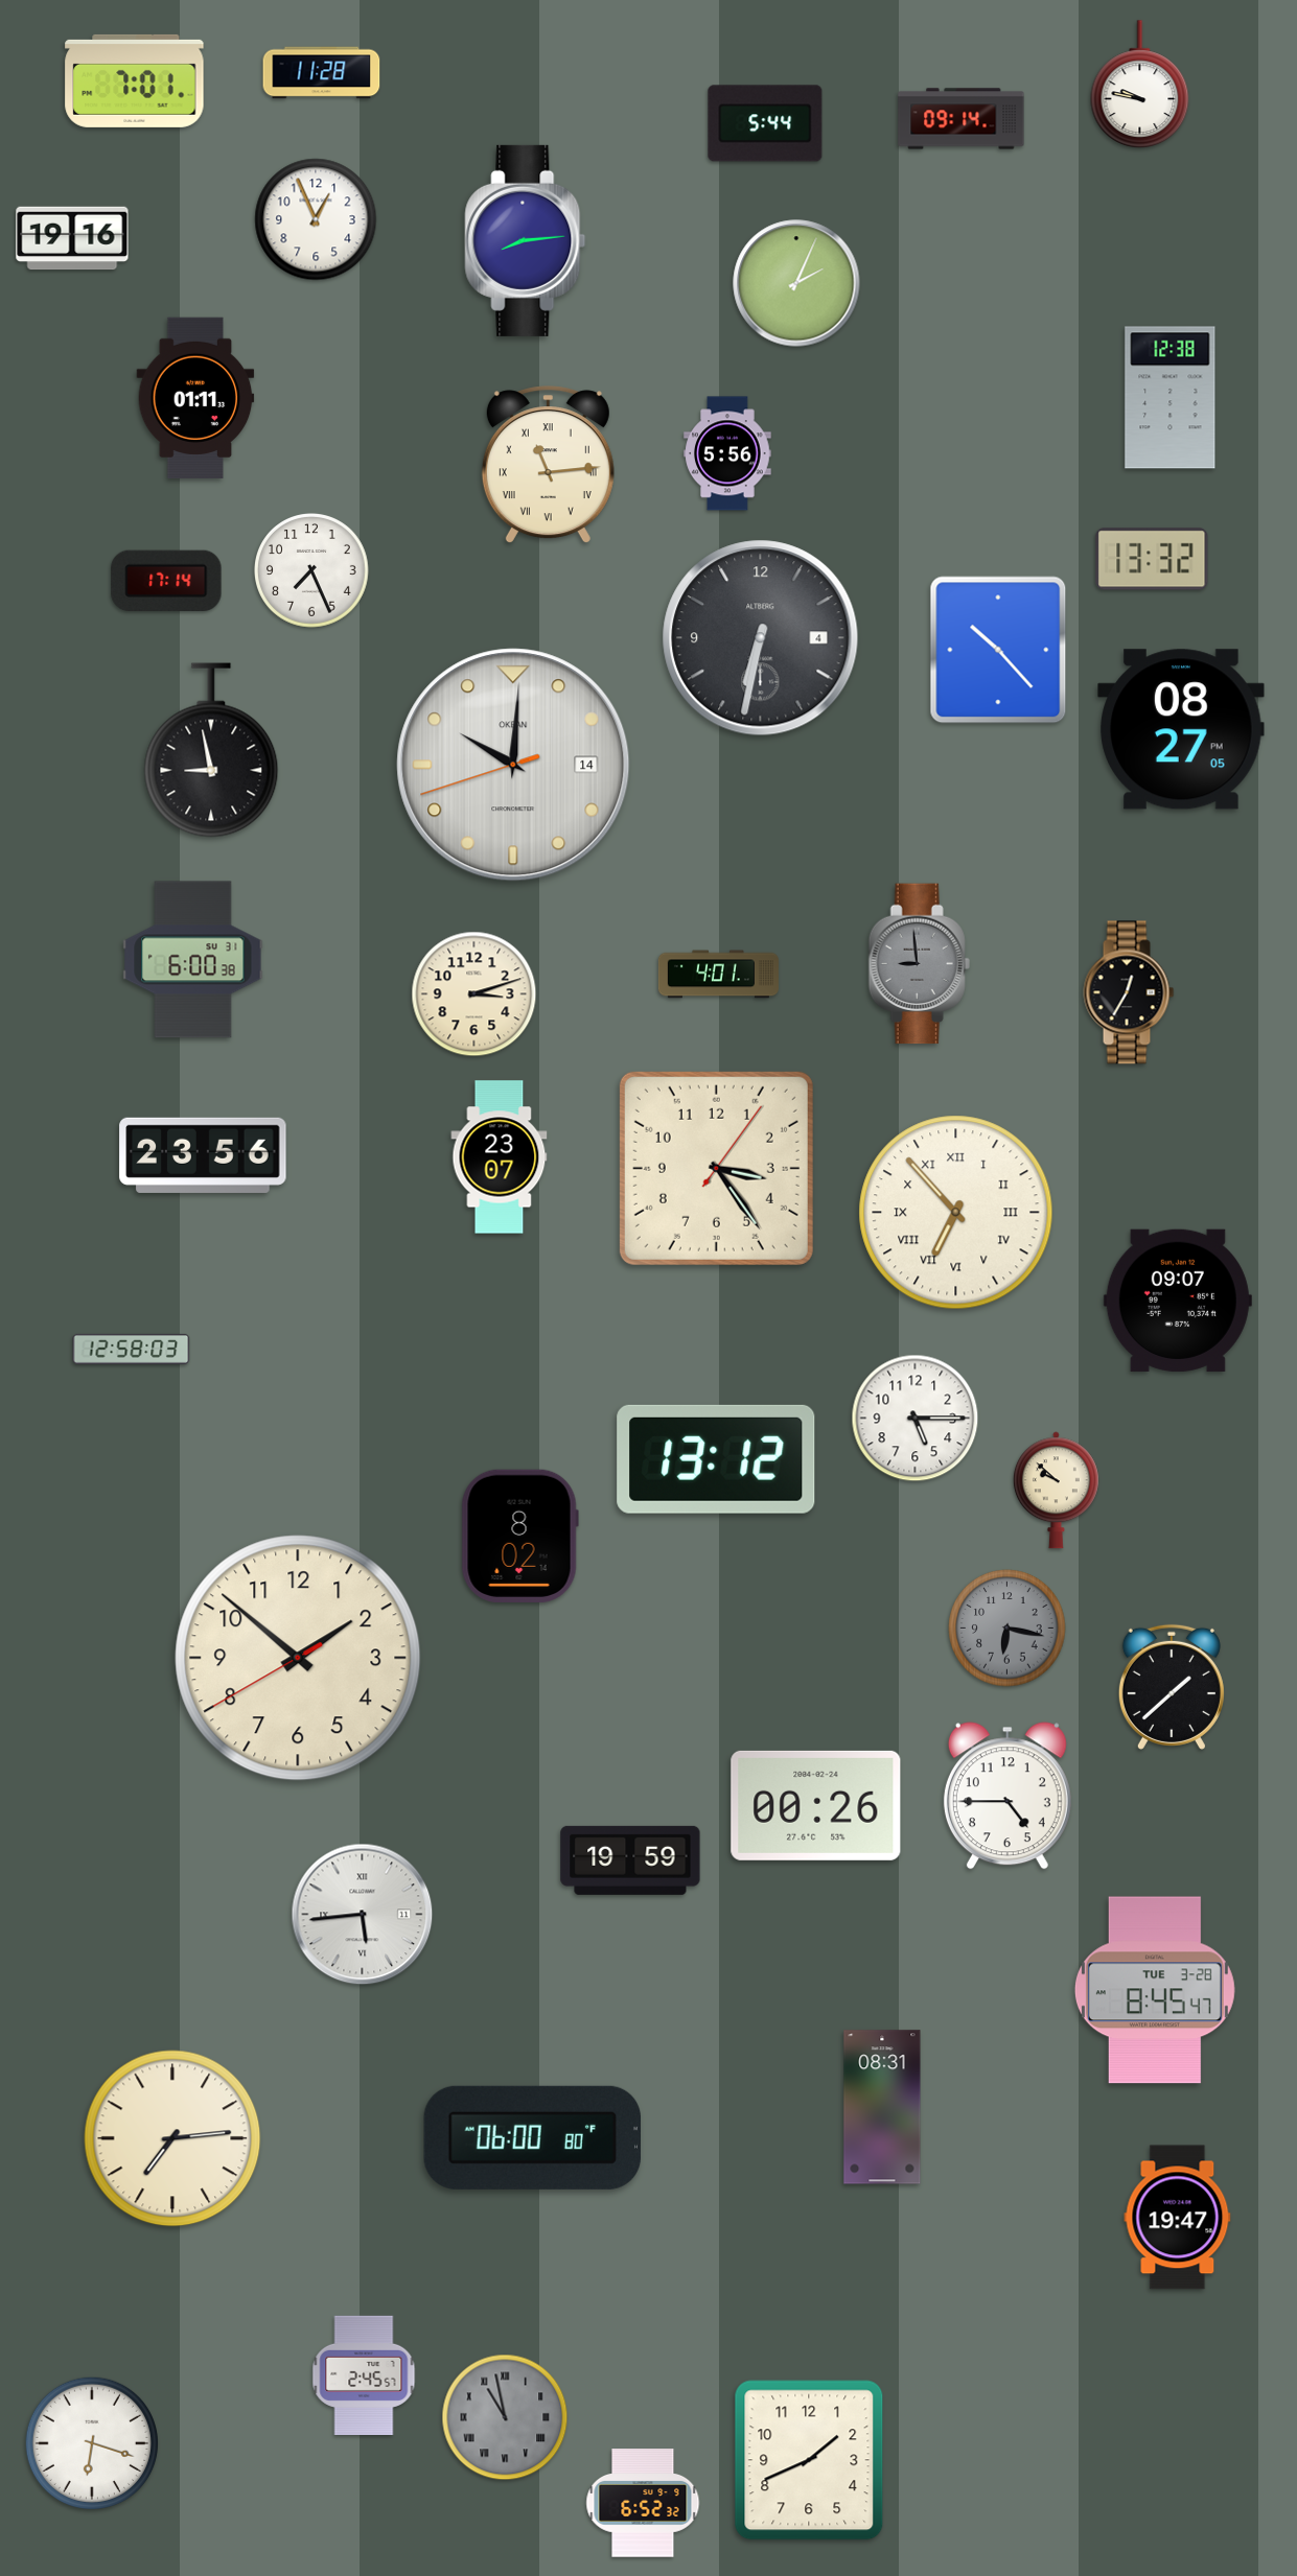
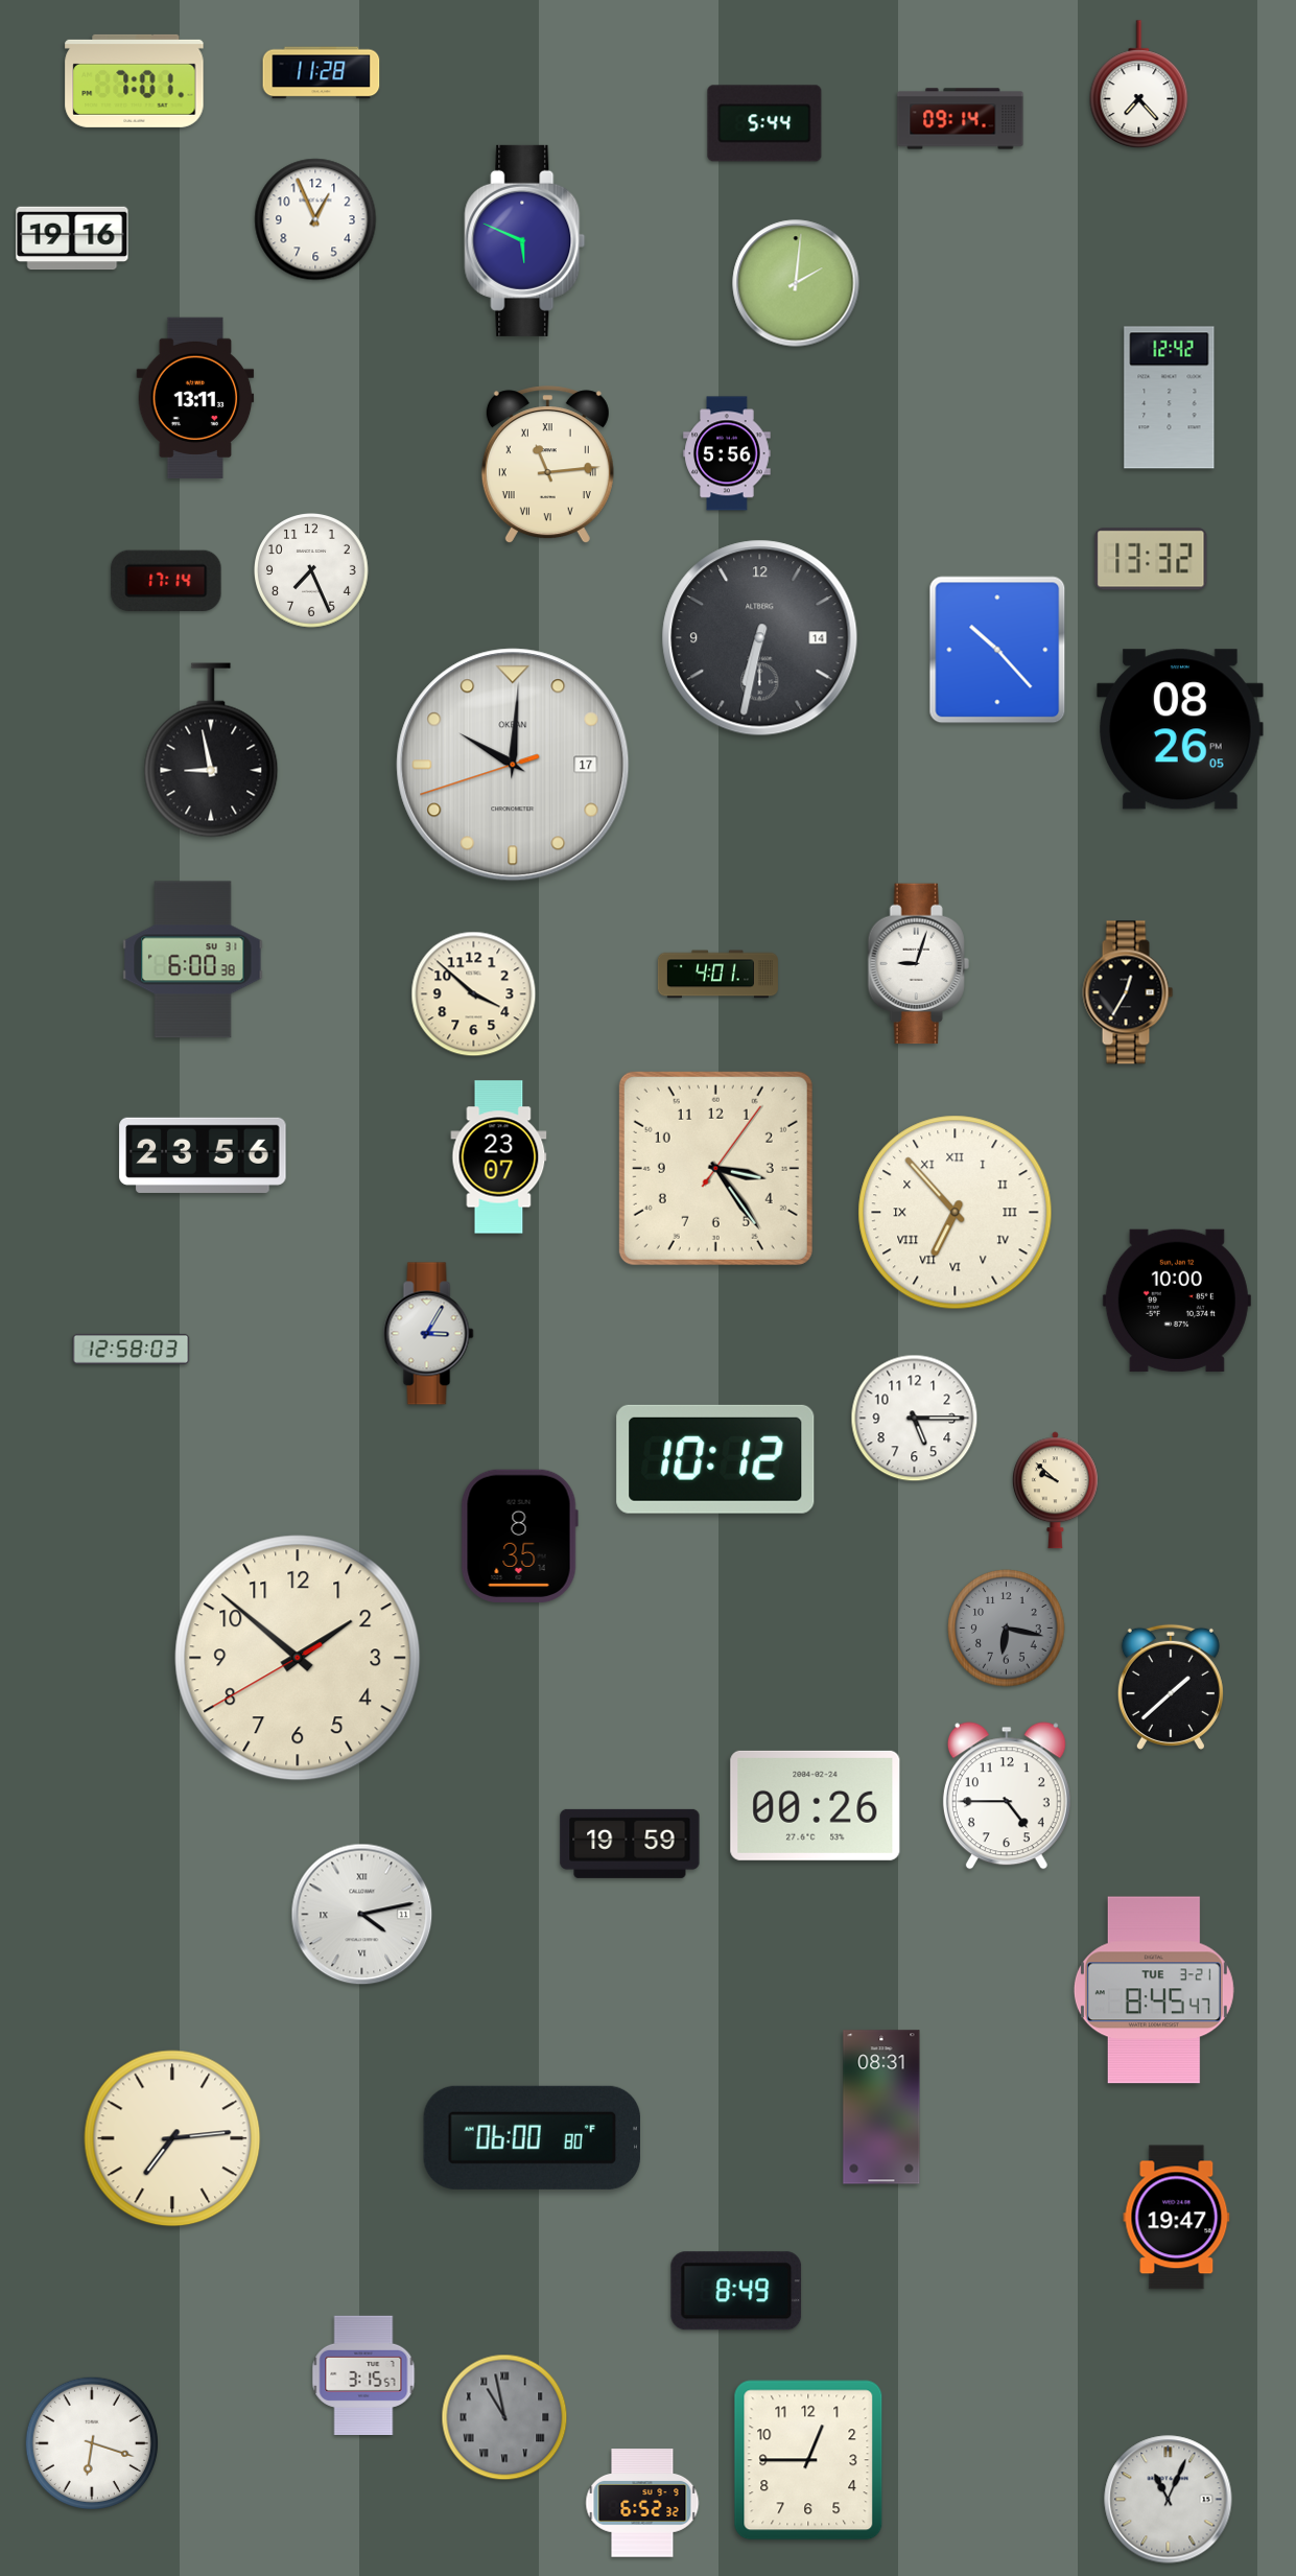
clock at (1140, 84): 9:47 -> 7:23
clock at (526, 240): 8:14 -> 5:49
clock at (796, 283): 2:04 -> 2:01
clock at (195, 397): 01:11 -> 13:11
clock at (1171, 398): 12:38 -> 12:42
clock at (761, 638) date: 4 -> 14
clock at (1181, 729): 08:27 -> 08:26
clock at (513, 765) date: 14 -> 17
clock at (919, 964): 8:59 -> 9:03
clock at (919, 964) dial: grey -> white
clock at (474, 994): 3:12 -> 3:52
clock at (1178, 1301): 09:07 -> 10:00
clock at (429, 1334): none -> 3:05
clock at (716, 1459): 13:12 -> 10:12
clock at (519, 1536): 8:02 -> 8:35
clock at (630, 1860) position: (630, 1860) -> (630, 1844)
clock at (363, 1915): 5:44 -> 4:13
clock at (1155, 1990) date: TUE 3-28 -> TUE 3-21
clock at (736, 2291): none -> 8:49
clock at (364, 2375): 2:45 -> 3:15
clock at (809, 2460): 1:41 -> 12:45
clock at (1169, 2500): none -> 11:04
